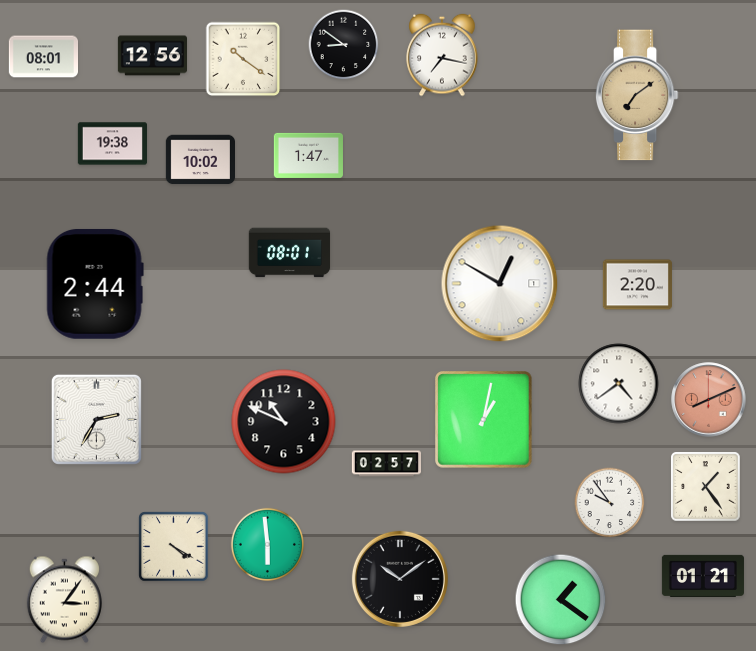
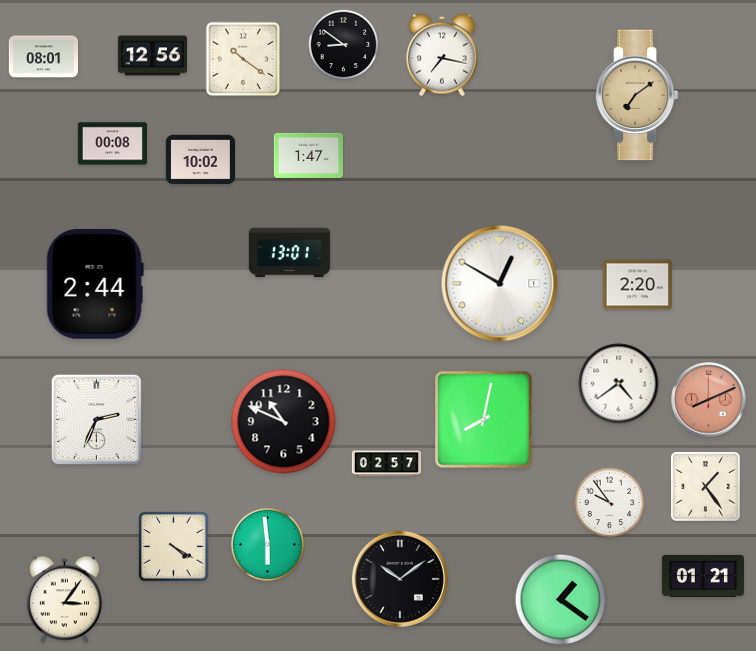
clock at (112, 144): 19:38 -> 00:08
clock at (290, 253): 08:01 -> 13:01
clock at (96, 419): 2:35 -> 2:34
clock at (484, 420): 1:02 -> 8:02
